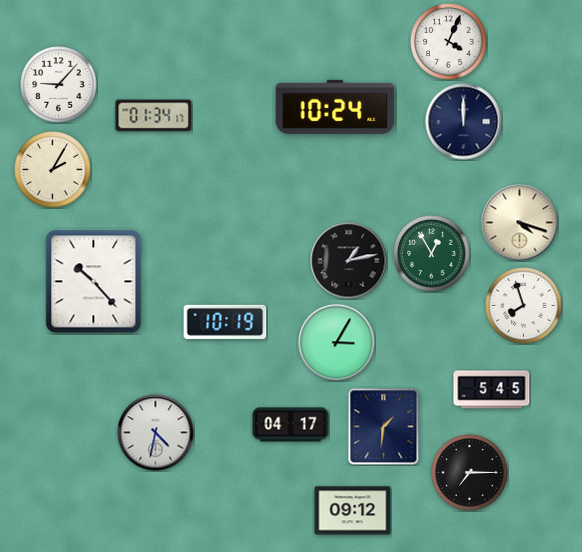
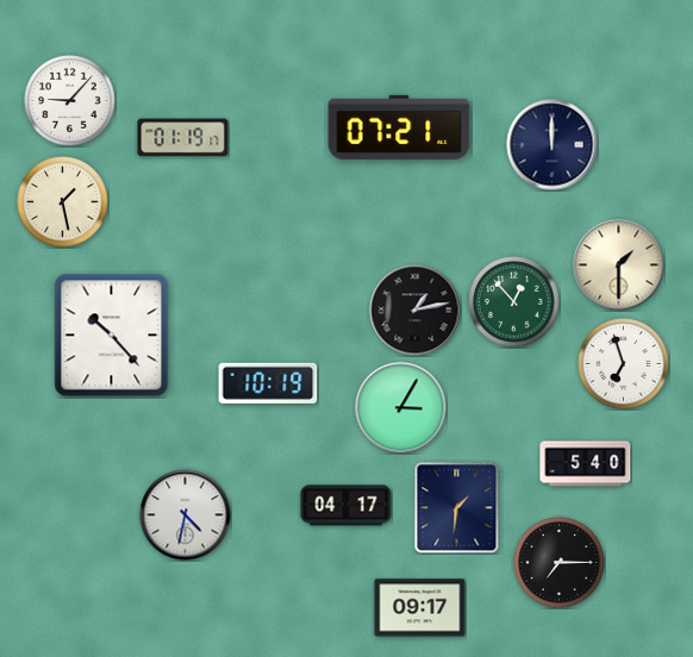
clock at (449, 42): 4:04 -> none
clock at (335, 107): 10:24 -> 07:21
clock at (154, 116): 01:34 -> 01:19
clock at (53, 170): 2:05 -> 1:28
clock at (520, 223): 4:18 -> 1:30
clock at (432, 254): 12:55 -> 12:53
clock at (524, 306): 7:57 -> 6:57
clock at (492, 390): 5:45 -> 5:40
clock at (353, 511): 09:12 -> 09:17
